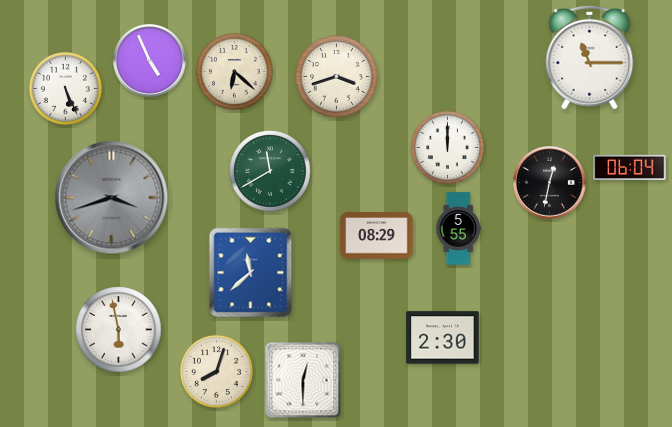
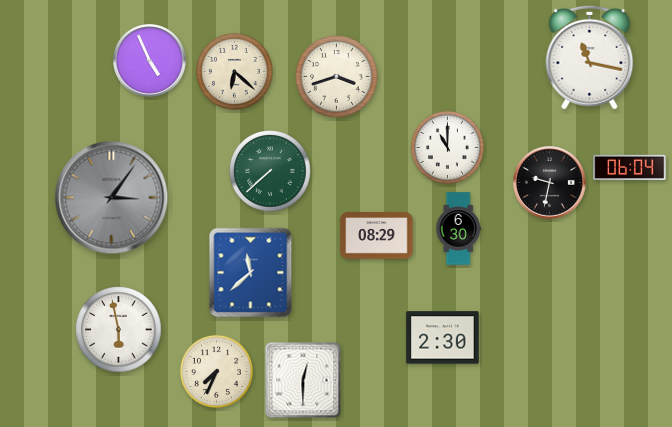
clock at (590, 57): 11:15 -> 11:17
clock at (65, 88): 5:26 -> none
clock at (447, 147): 12:00 -> 11:00
clock at (270, 171): 11:40 -> 7:38
clock at (550, 183): 12:32 -> 9:32
clock at (112, 198): 3:42 -> 3:06
clock at (458, 229): 5:55 -> 6:30
clock at (216, 371): 8:03 -> 7:34
